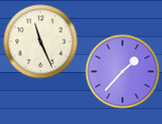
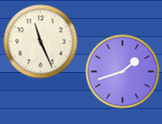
clock at (123, 72): 1:37 -> 1:42
